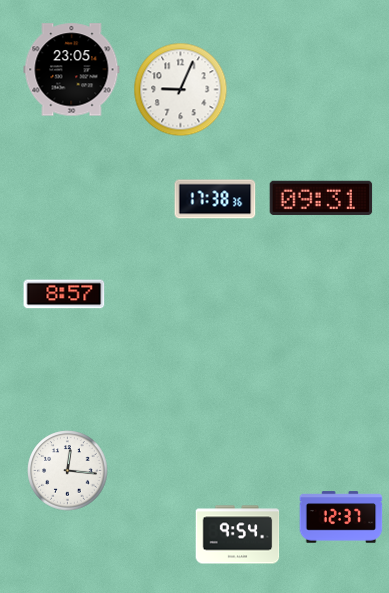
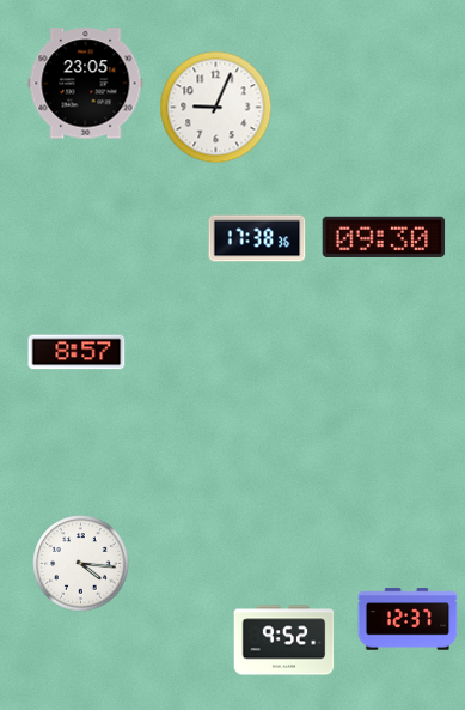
clock at (321, 198): 09:31 -> 09:30
clock at (68, 471): 12:16 -> 4:16
clock at (238, 535): 9:54 -> 9:52
